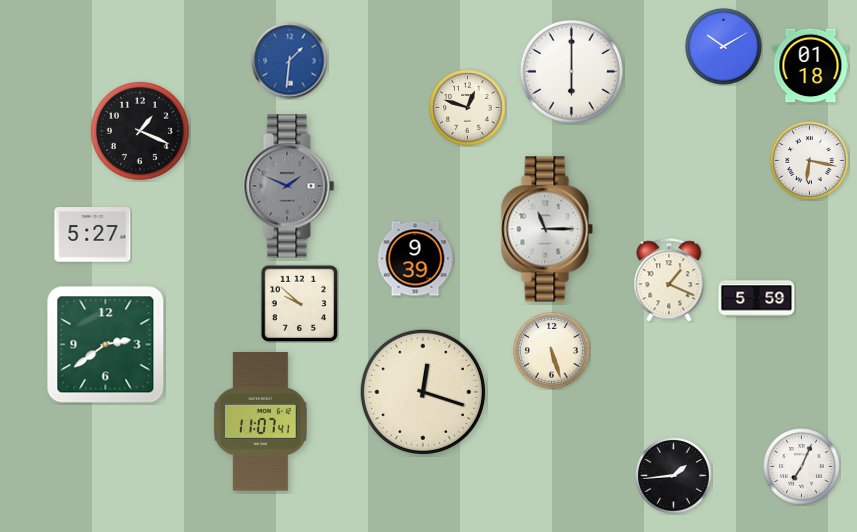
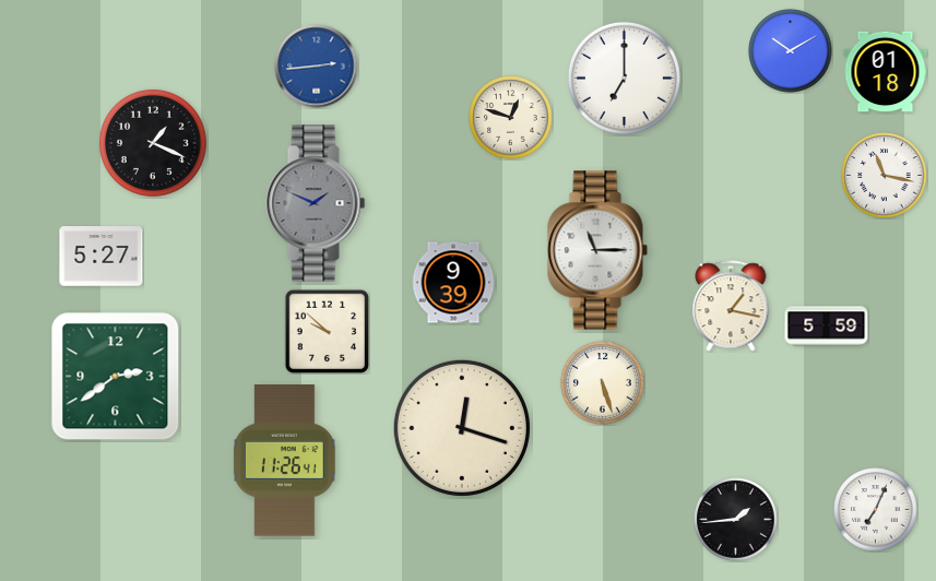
clock at (290, 61): 1:31 -> 2:44
clock at (571, 71): 6:00 -> 7:00
clock at (810, 161): 6:17 -> 11:17
clock at (669, 280): 1:19 -> 1:17
clock at (260, 422): 11:07 -> 11:26
